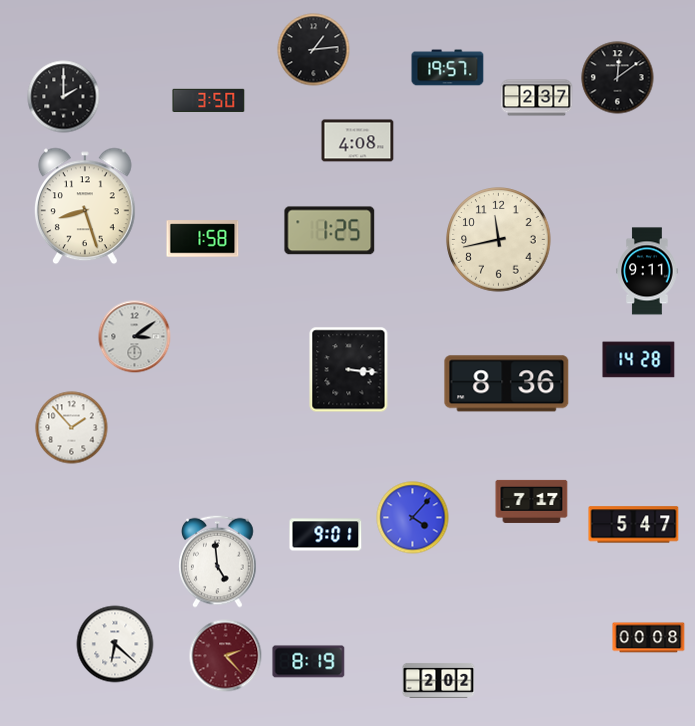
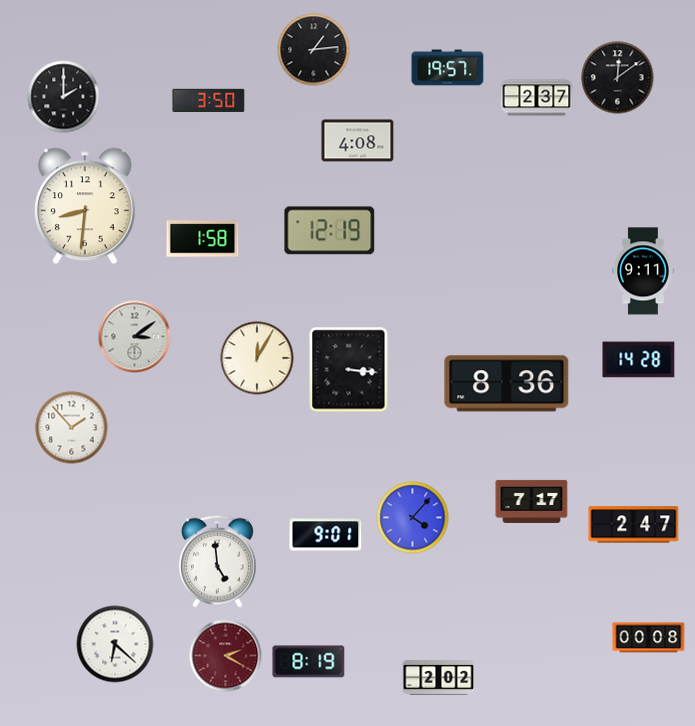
clock at (85, 206): 8:27 -> 8:31
clock at (330, 231): 1:25 -> 12:19
clock at (499, 240): 11:43 -> none
clock at (647, 271) position: (647, 271) -> (643, 271)
clock at (257, 358): none -> 12:05
clock at (634, 525): 5:47 -> 2:47
clock at (226, 656): 2:23 -> 2:20
clock at (439, 680) position: (439, 680) -> (439, 677)
